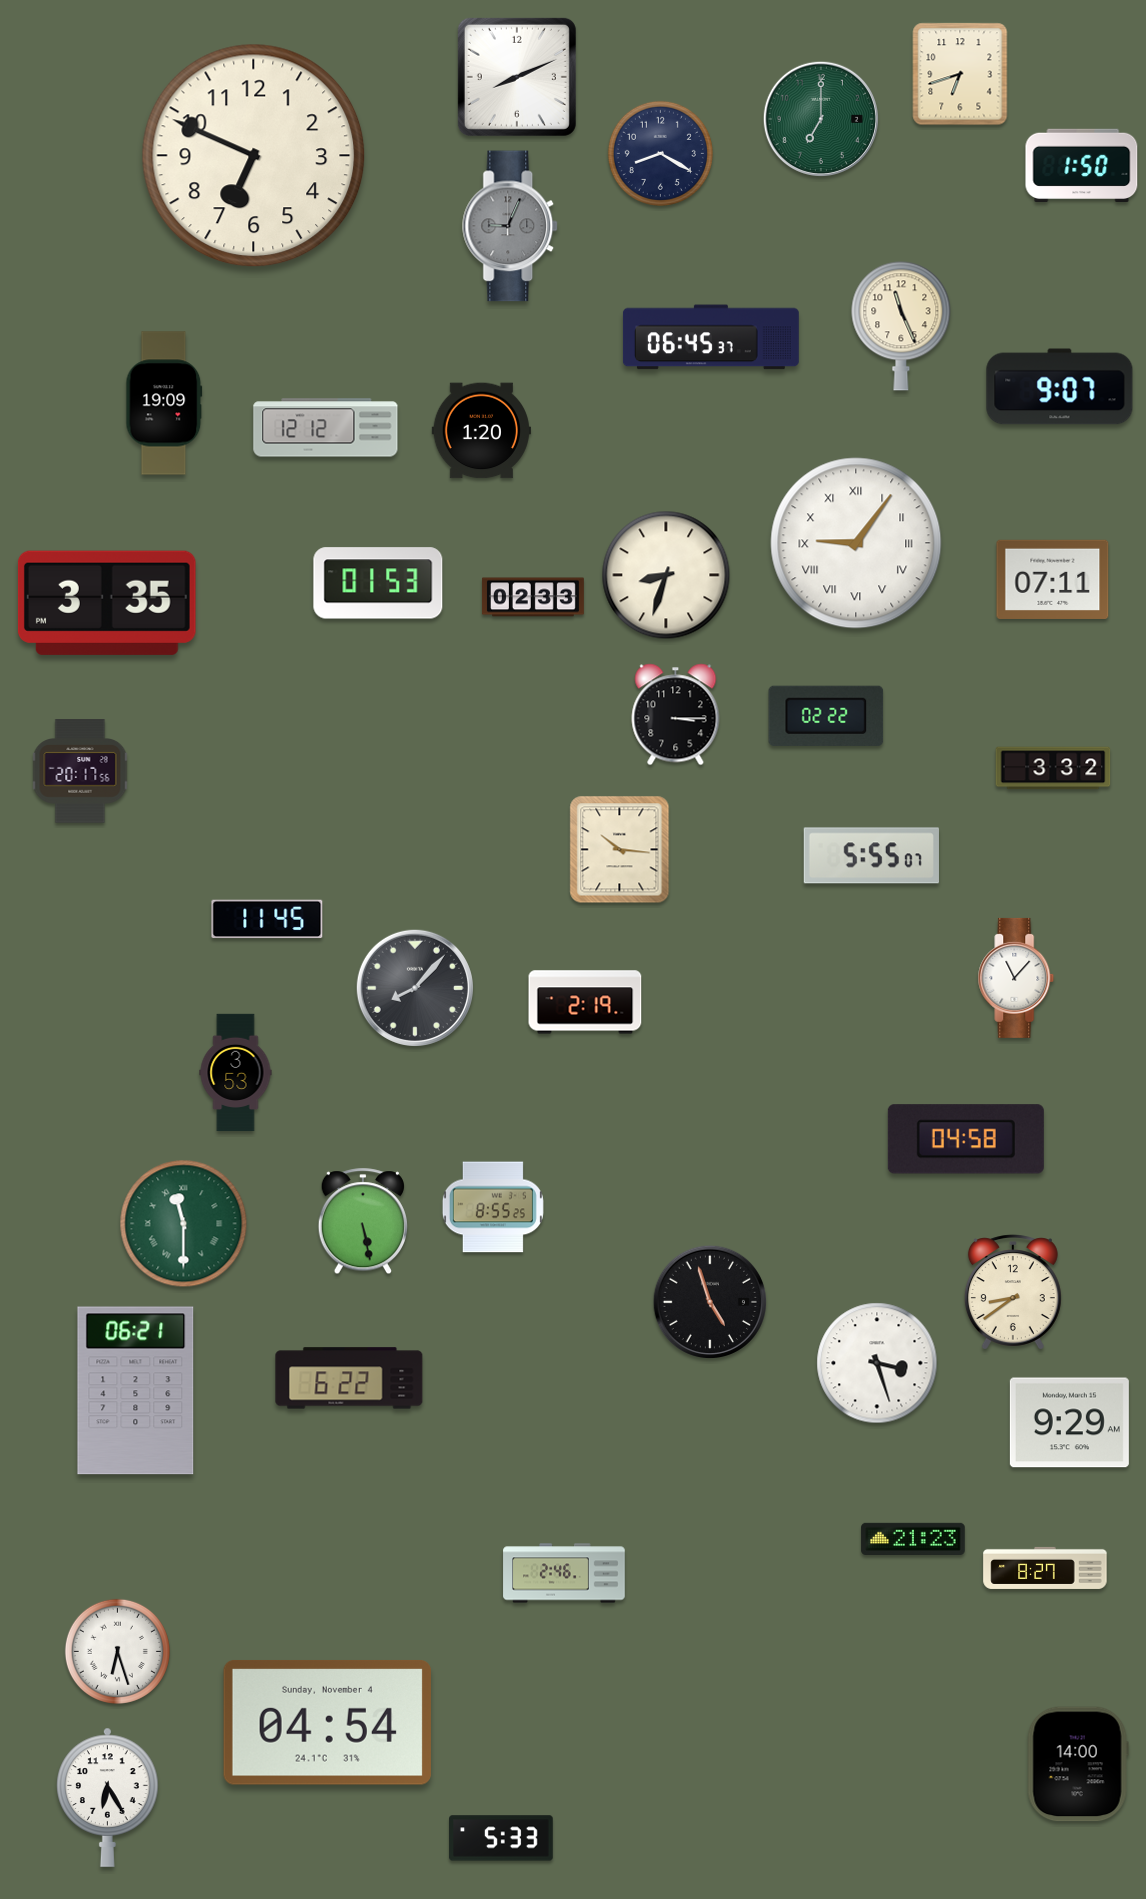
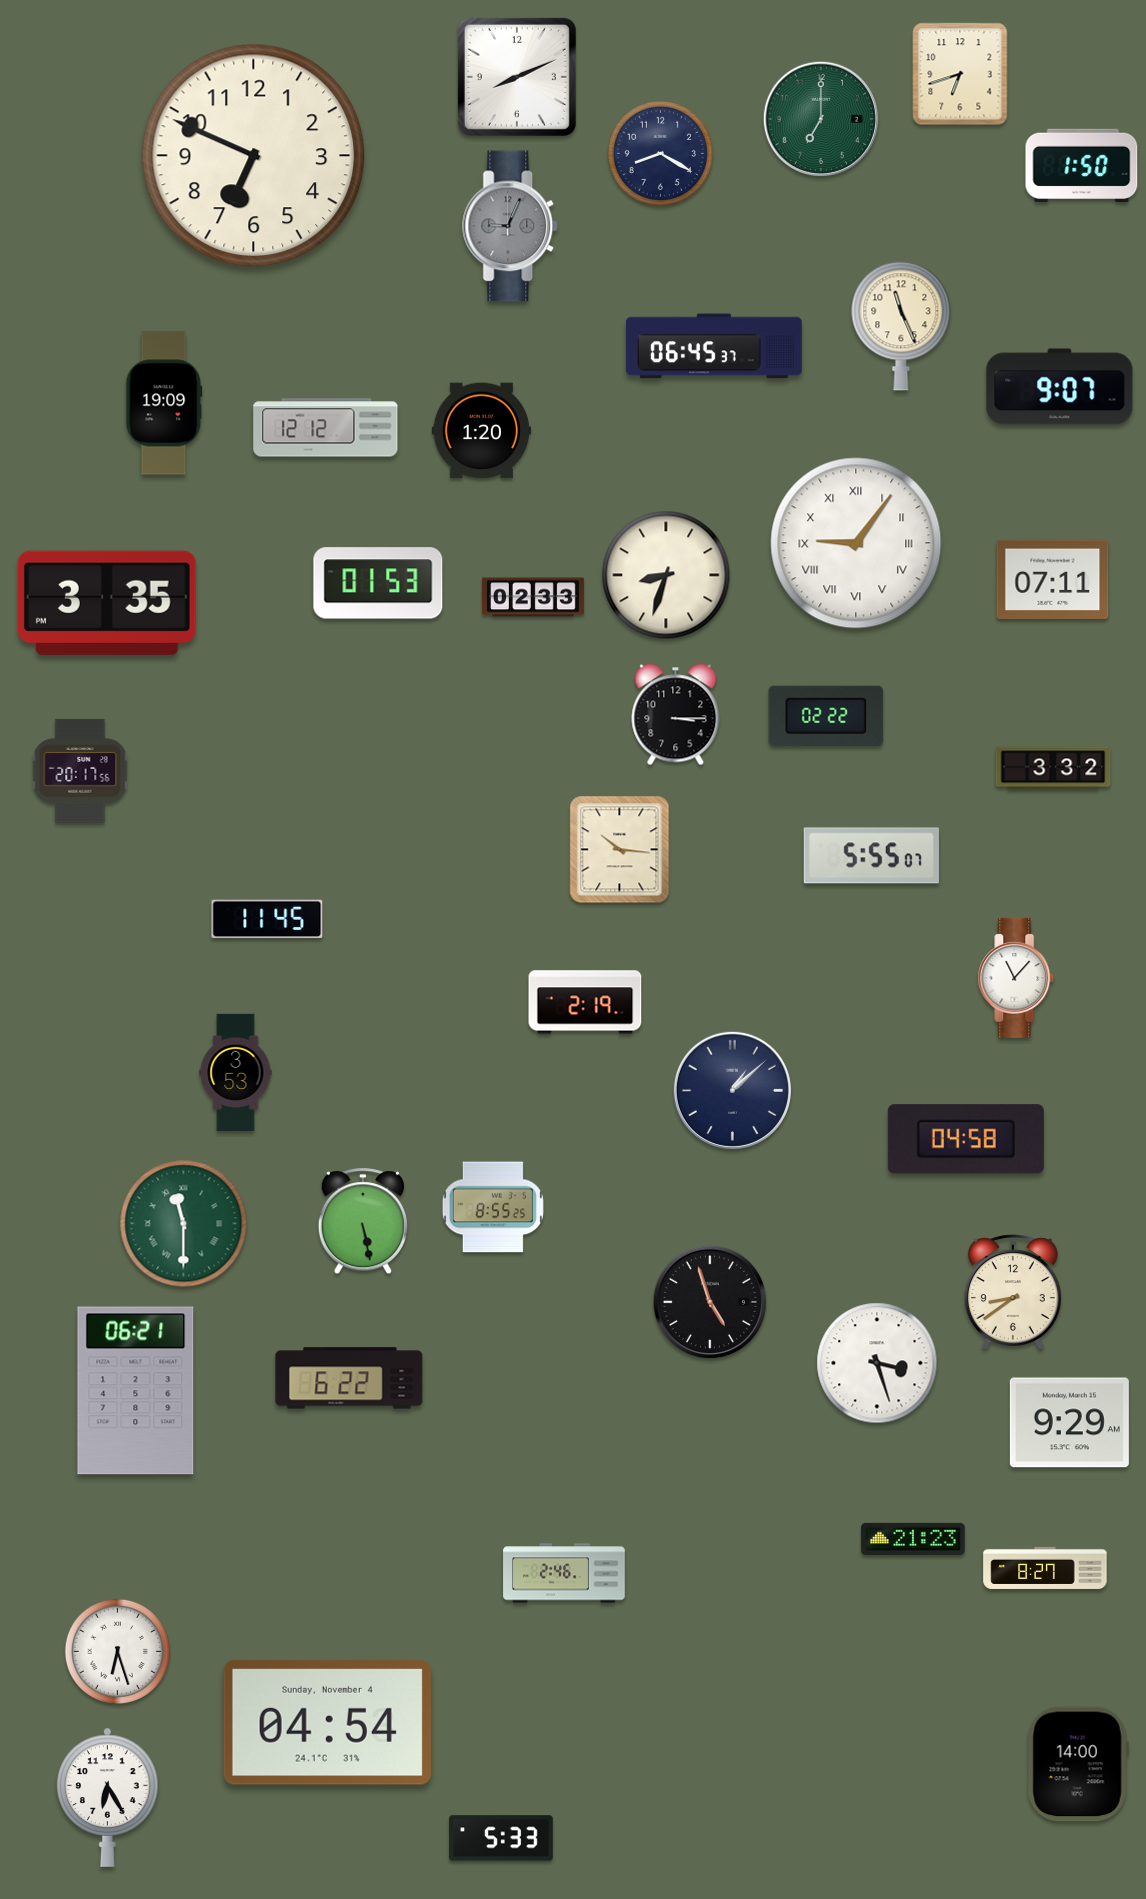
clock at (711, 337) position: (711, 337) -> (714, 346)
clock at (415, 988): 8:07 -> none
clock at (732, 1090): none -> 1:08
